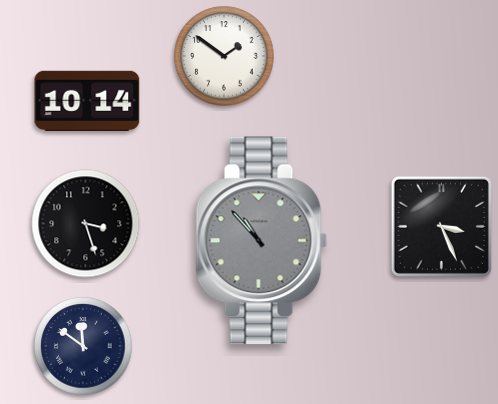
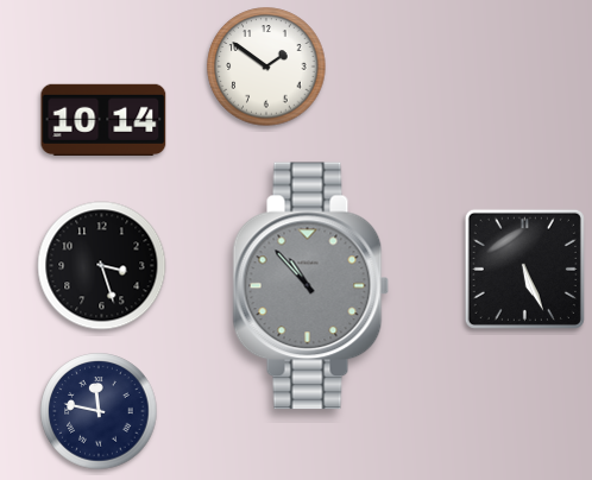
clock at (441, 226): 3:26 -> 5:26
clock at (83, 346): 11:51 -> 11:47
